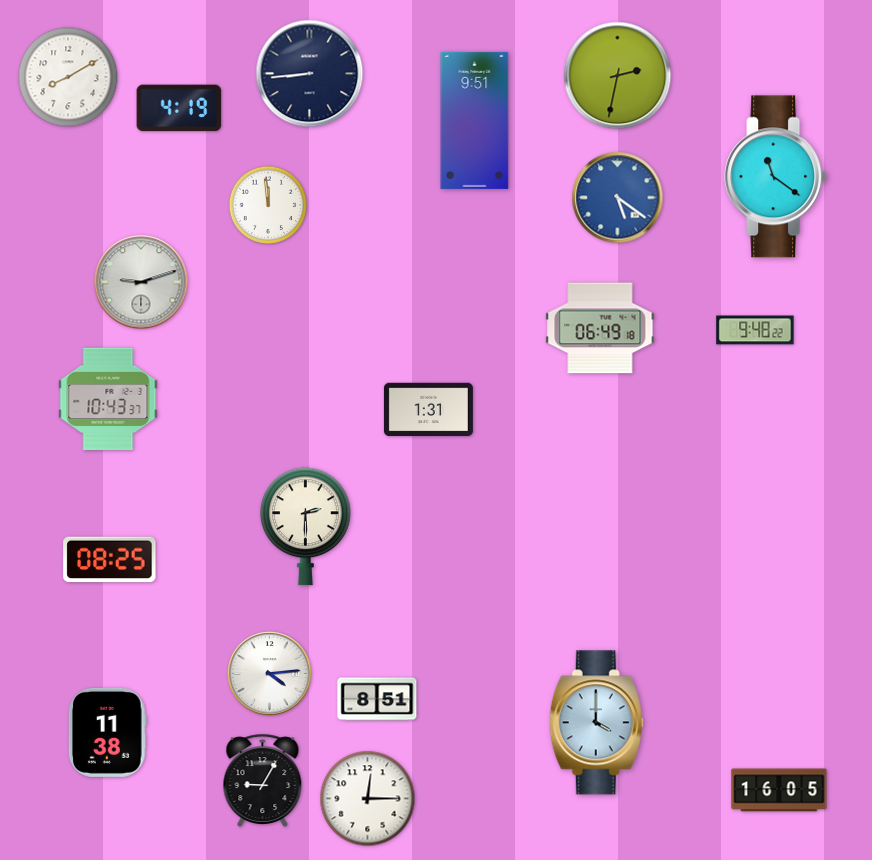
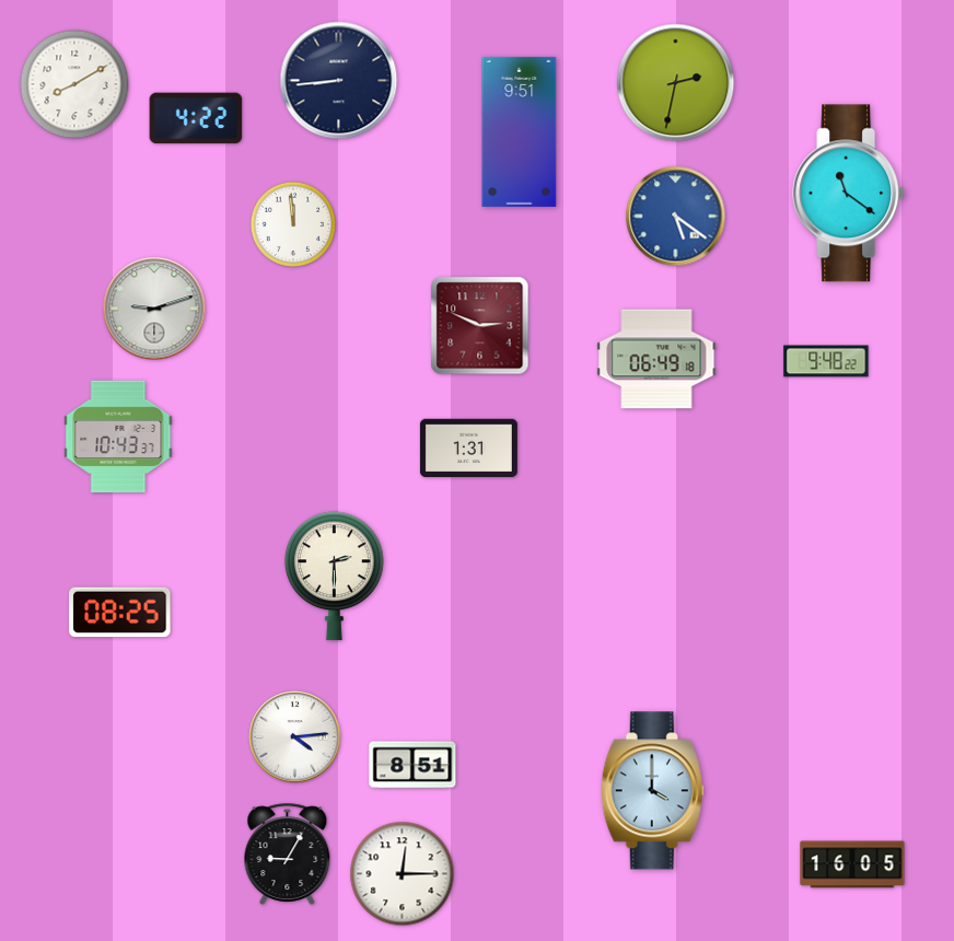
clock at (179, 108): 4:19 -> 4:22
clock at (480, 326): none -> 2:49
clock at (107, 732): 11:38 -> none
